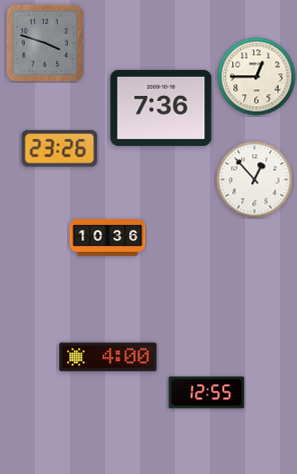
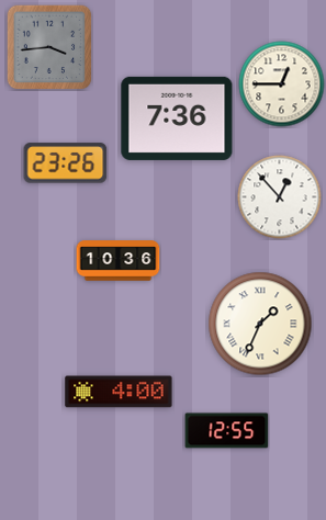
clock at (45, 43): 3:48 -> 3:44
clock at (260, 324): none -> 1:34
